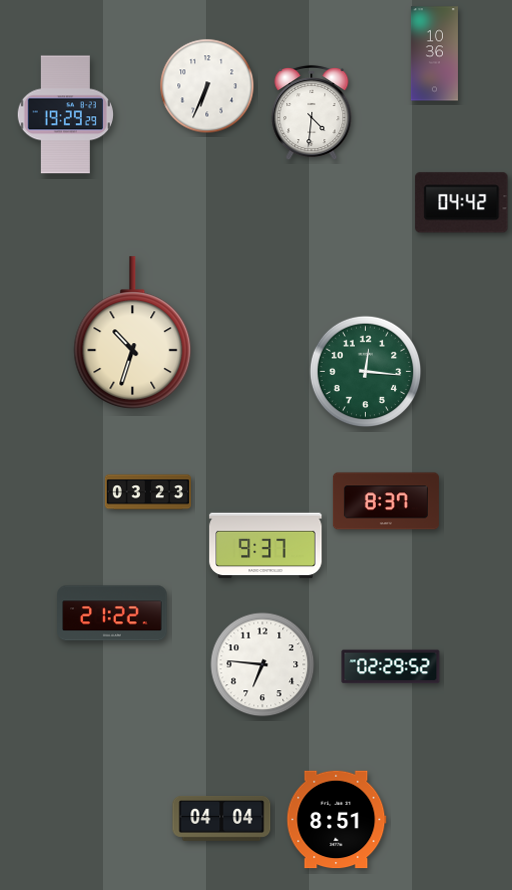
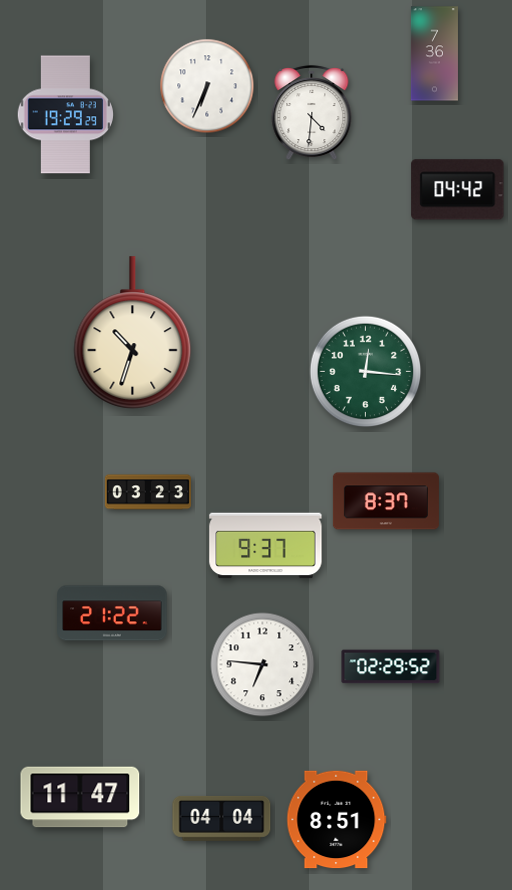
clock at (434, 54): 10:36 -> 7:36
clock at (462, 203) position: (462, 203) -> (458, 190)
clock at (80, 797): none -> 11:47
